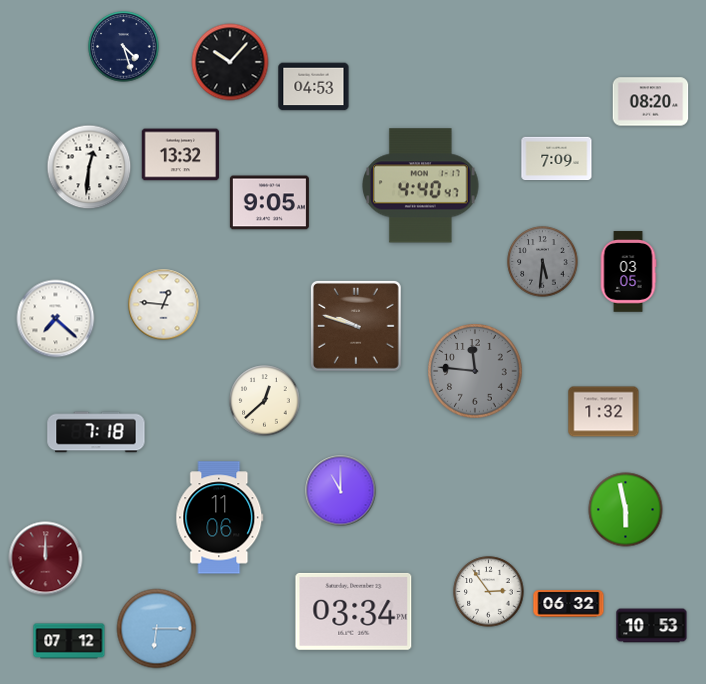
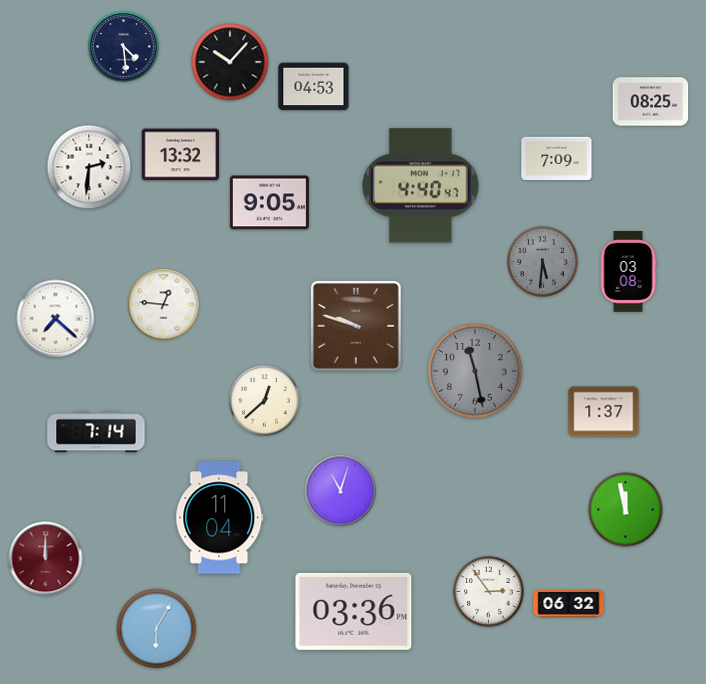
clock at (124, 47): 4:27 -> 4:29
clock at (651, 102): 08:20 -> 08:25
clock at (89, 167): 12:31 -> 2:31
clock at (628, 272): 03:05 -> 03:08
clock at (475, 371): 11:46 -> 11:28
clock at (604, 412): 1:32 -> 1:37
clock at (96, 432): 7:18 -> 7:14
clock at (341, 491): 11:00 -> 11:03
clock at (626, 510): 5:58 -> 11:58
clock at (220, 518): 11:06 -> 11:04
clock at (354, 611): 03:34 -> 03:36
clock at (652, 626): 10:53 -> none
clock at (157, 629): 6:15 -> 6:05
clock at (69, 641): 07:12 -> none
